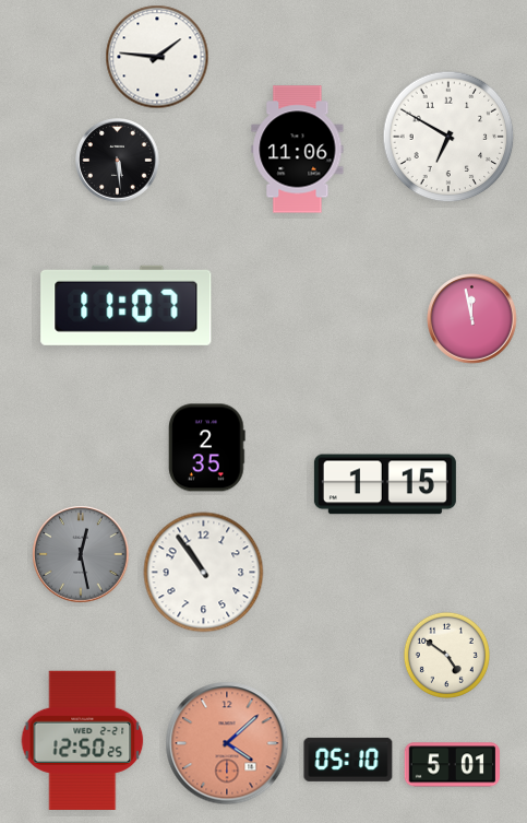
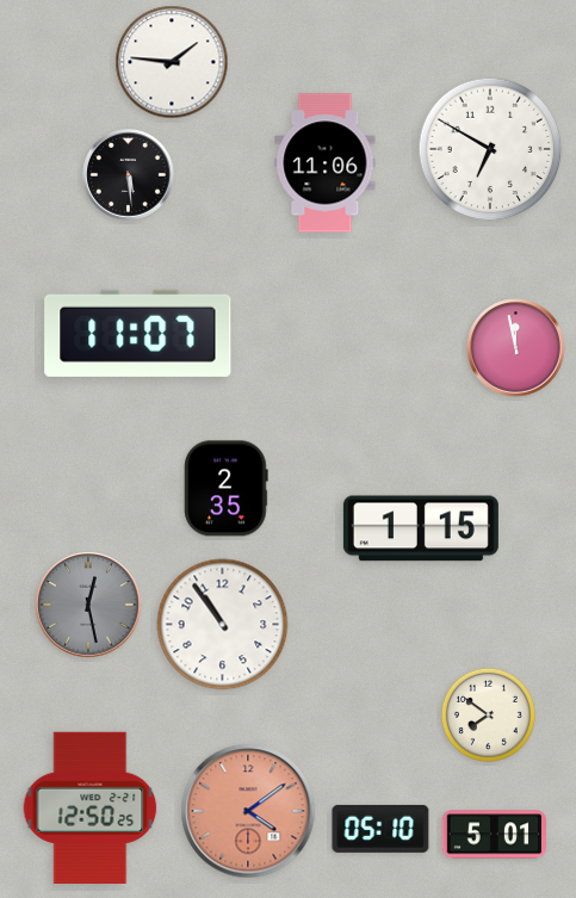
clock at (446, 655): 4:51 -> 7:51
clock at (227, 743): 4:08 -> 4:09
